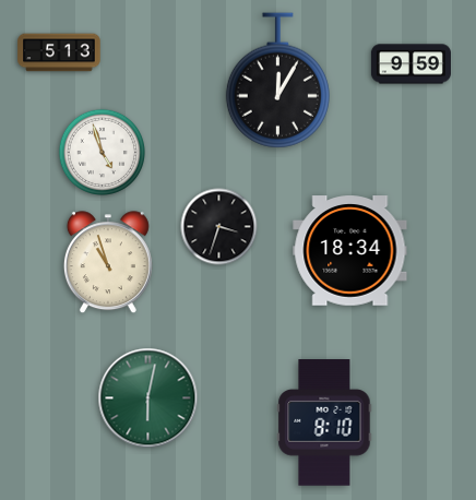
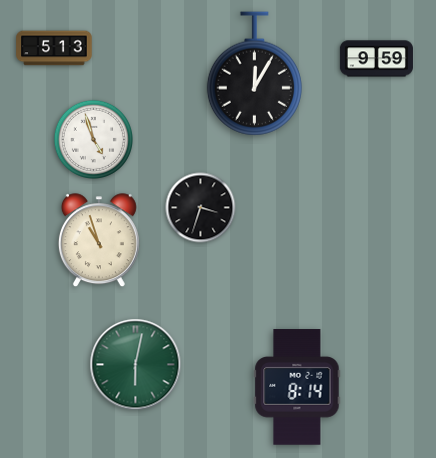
clock at (350, 251): 18:34 -> none
clock at (324, 422): 8:10 -> 8:14
